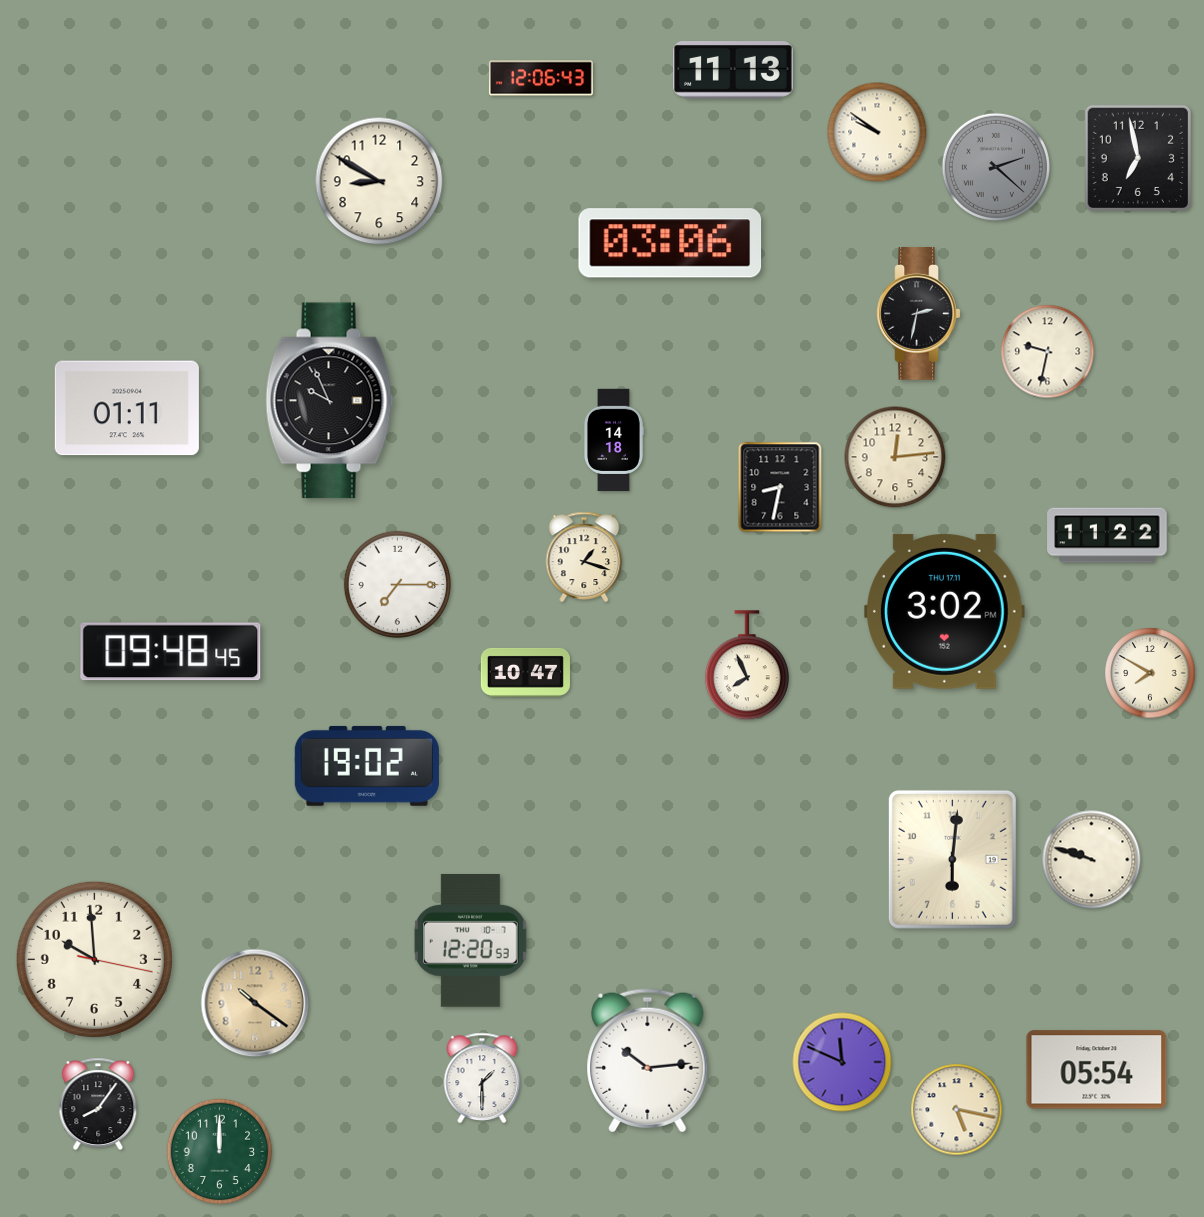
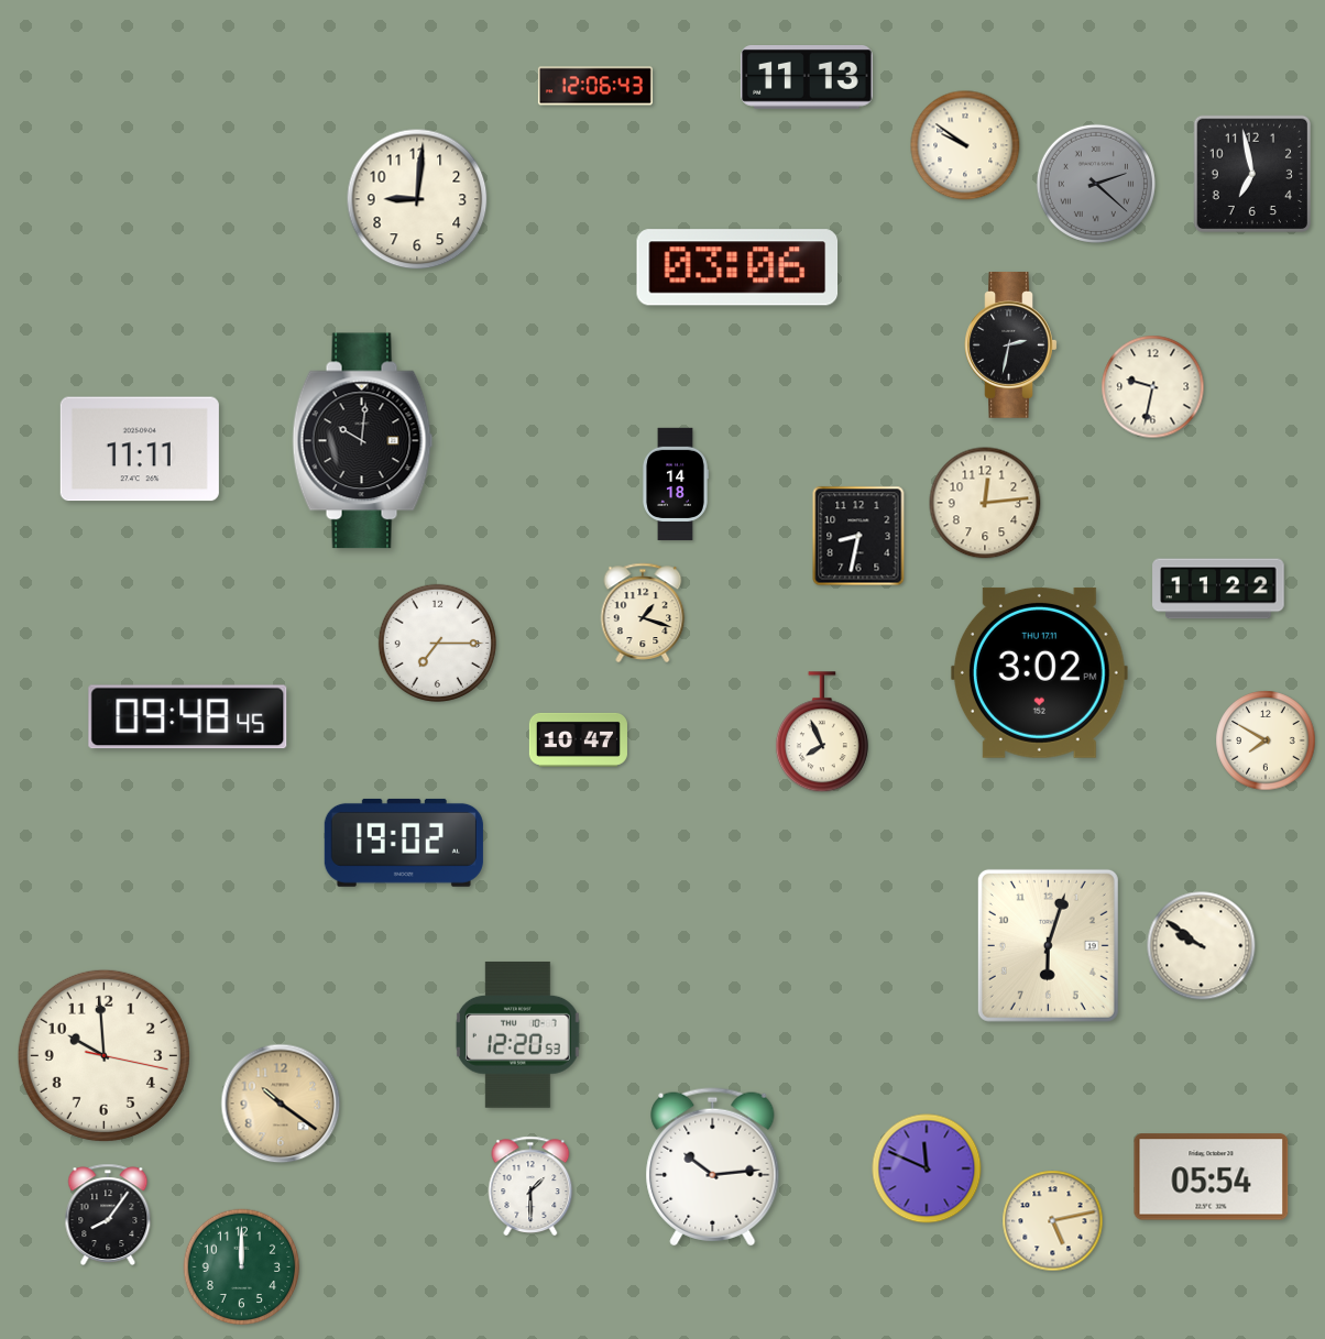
clock at (379, 181): 8:50 -> 9:01
clock at (330, 401): 9:56 -> 10:01
clock at (127, 408): 01:11 -> 11:11
clock at (952, 859): 6:01 -> 6:03
clock at (1092, 860): 9:48 -> 9:51
clock at (1097, 1070) position: (1097, 1070) -> (1212, 1177)
clock at (957, 1110): 5:17 -> 5:13
